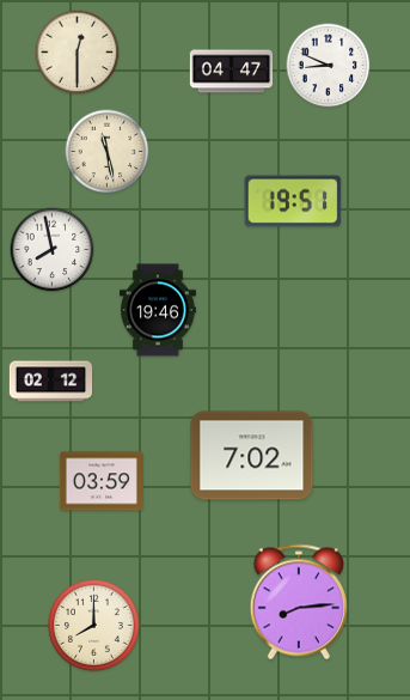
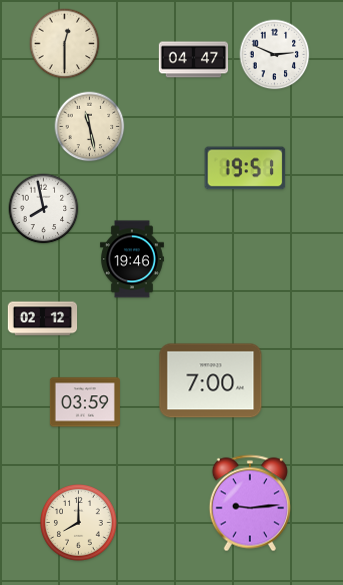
clock at (329, 66): 8:49 -> 2:49
clock at (252, 456): 7:02 -> 7:00
clock at (299, 602): 8:14 -> 9:14
